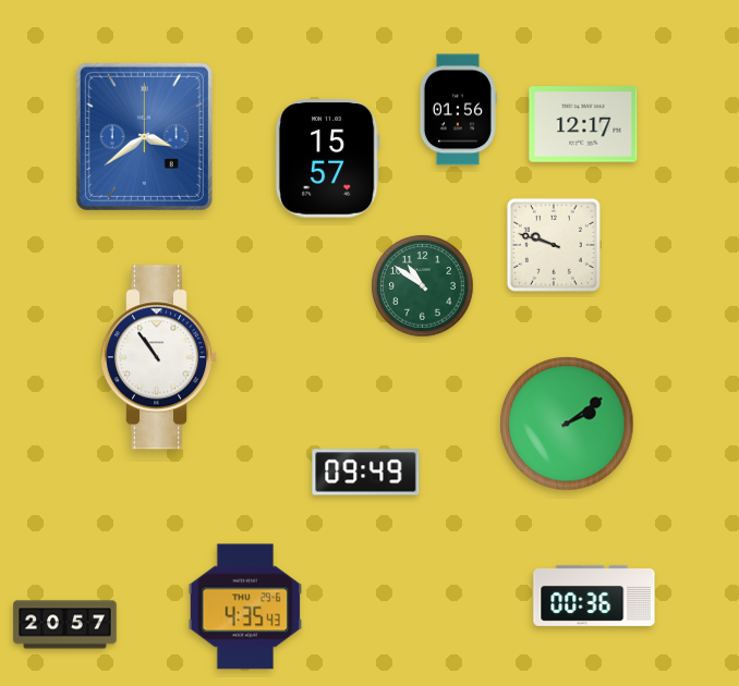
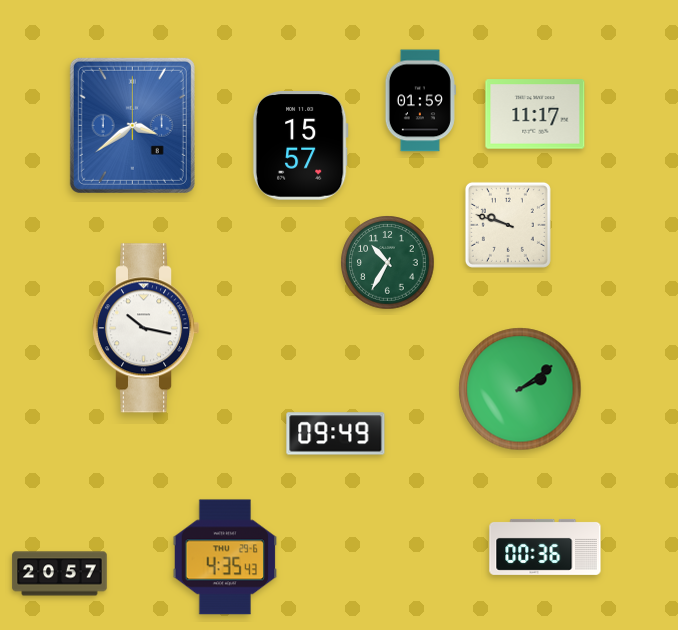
clock at (458, 110): 01:56 -> 01:59
clock at (583, 124): 12:17 -> 11:17
clock at (423, 286): 10:51 -> 10:35
clock at (159, 357): 10:54 -> 10:17
